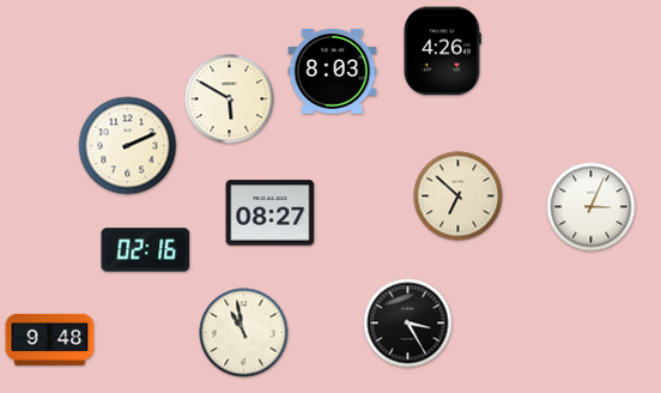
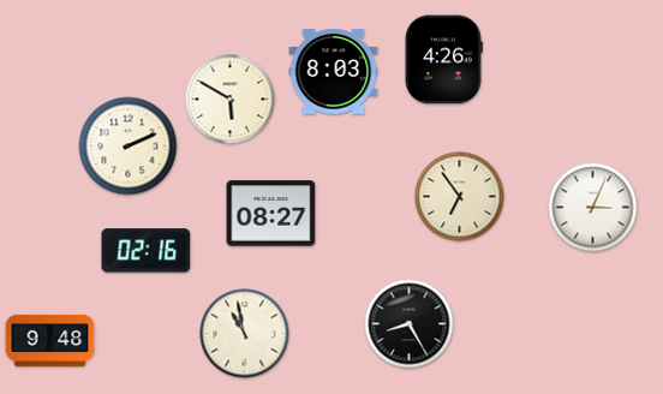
clock at (442, 52) position: (442, 52) -> (443, 60)
clock at (459, 196): 6:52 -> 6:54
clock at (408, 324): 3:25 -> 8:25
